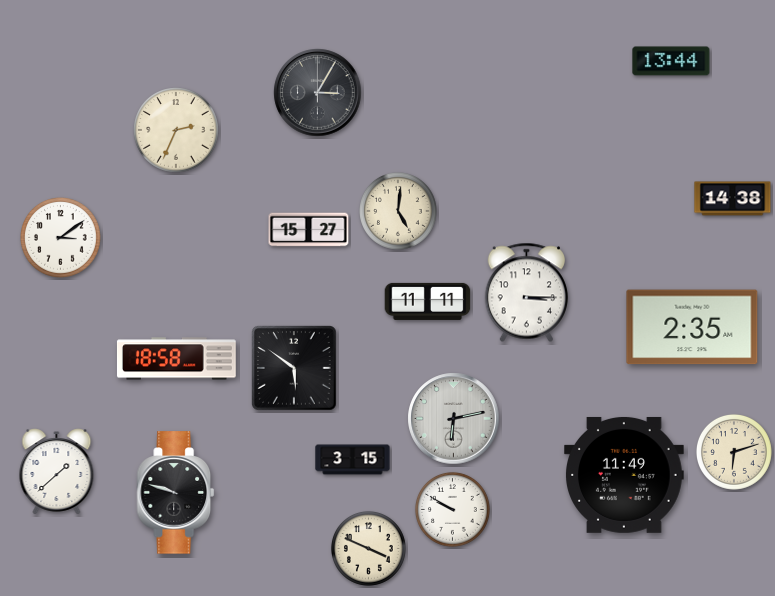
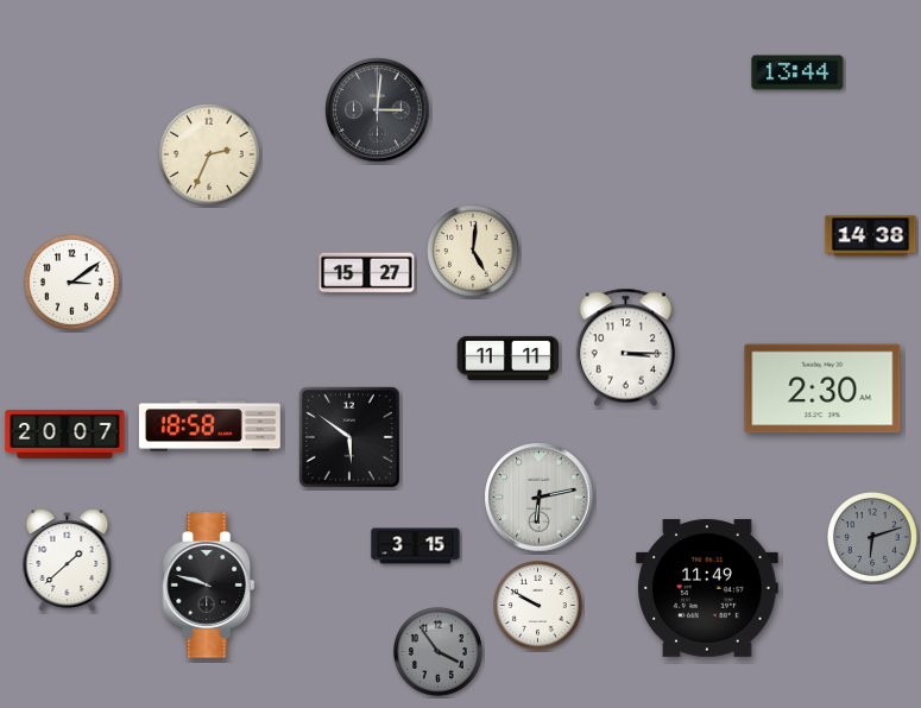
clock at (318, 93): 3:05 -> 3:01
clock at (692, 327): 2:35 -> 2:30
clock at (65, 435): none -> 20:07
clock at (734, 452) dial: cream -> grey
clock at (353, 460) position: (353, 460) -> (416, 546)
clock at (625, 475) position: (625, 475) -> (708, 588)
clock at (368, 548): 3:49 -> 3:54
clock at (368, 548) dial: cream -> grey
